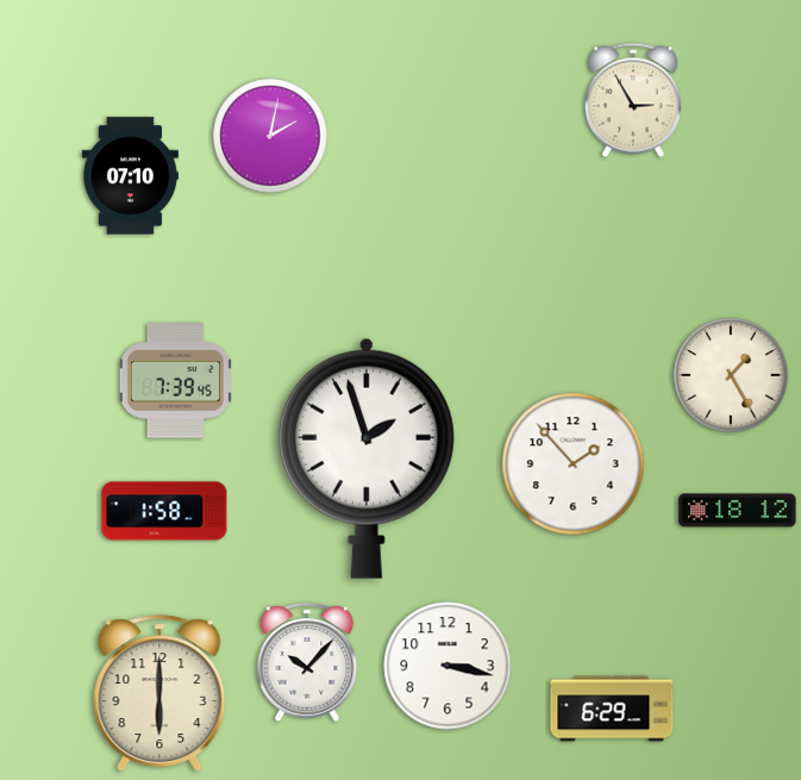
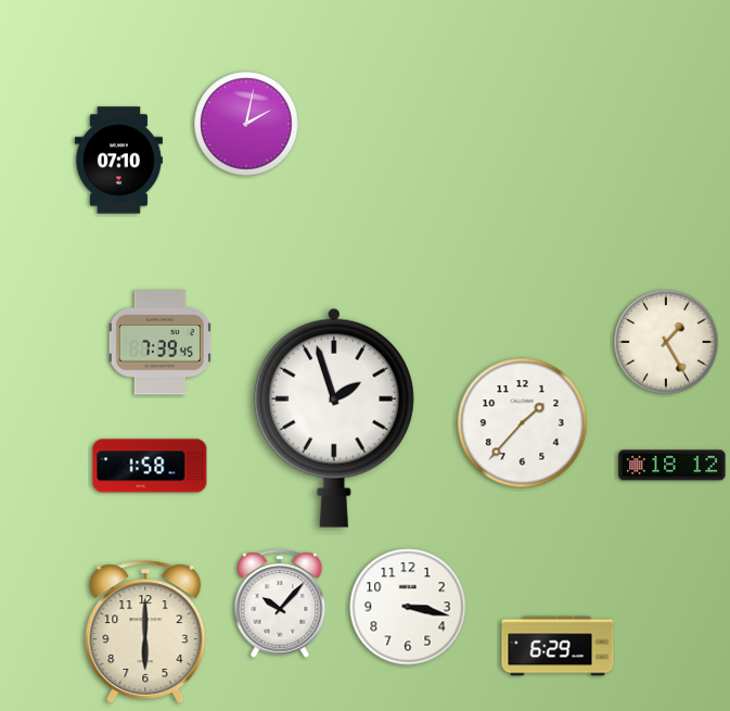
clock at (633, 100): 2:55 -> none
clock at (175, 381) position: (175, 381) -> (159, 343)
clock at (574, 464): 1:53 -> 1:37
